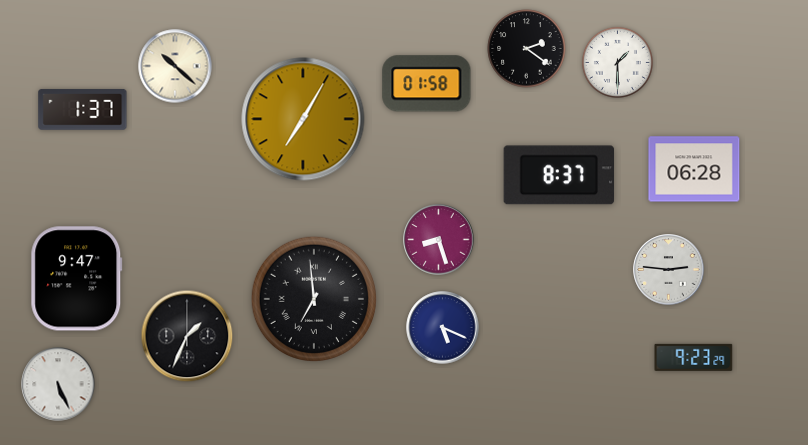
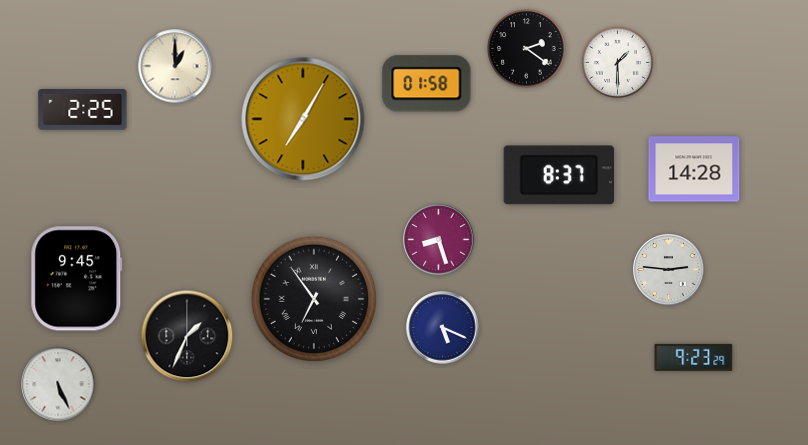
clock at (175, 66): 10:22 -> 1:00
clock at (83, 109): 1:37 -> 2:25
clock at (694, 169): 06:28 -> 14:28
clock at (77, 279): 9:47 -> 9:45
clock at (314, 299): 6:59 -> 6:54
